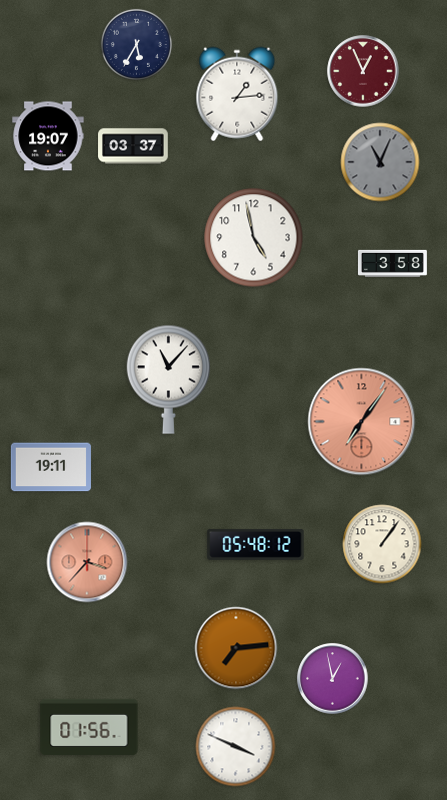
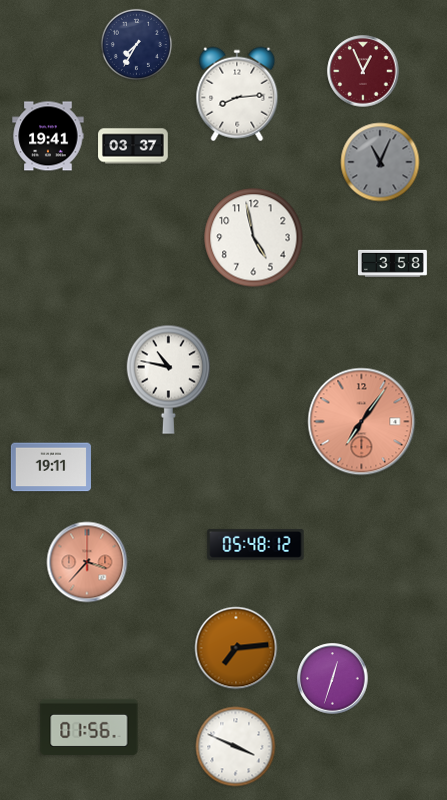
clock at (136, 44): 5:35 -> 7:35
clock at (237, 94): 1:14 -> 8:14
clock at (48, 136): 19:07 -> 19:41
clock at (168, 379): 11:07 -> 10:47
clock at (382, 544): 1:06 -> none
clock at (333, 679): 12:58 -> 12:33
